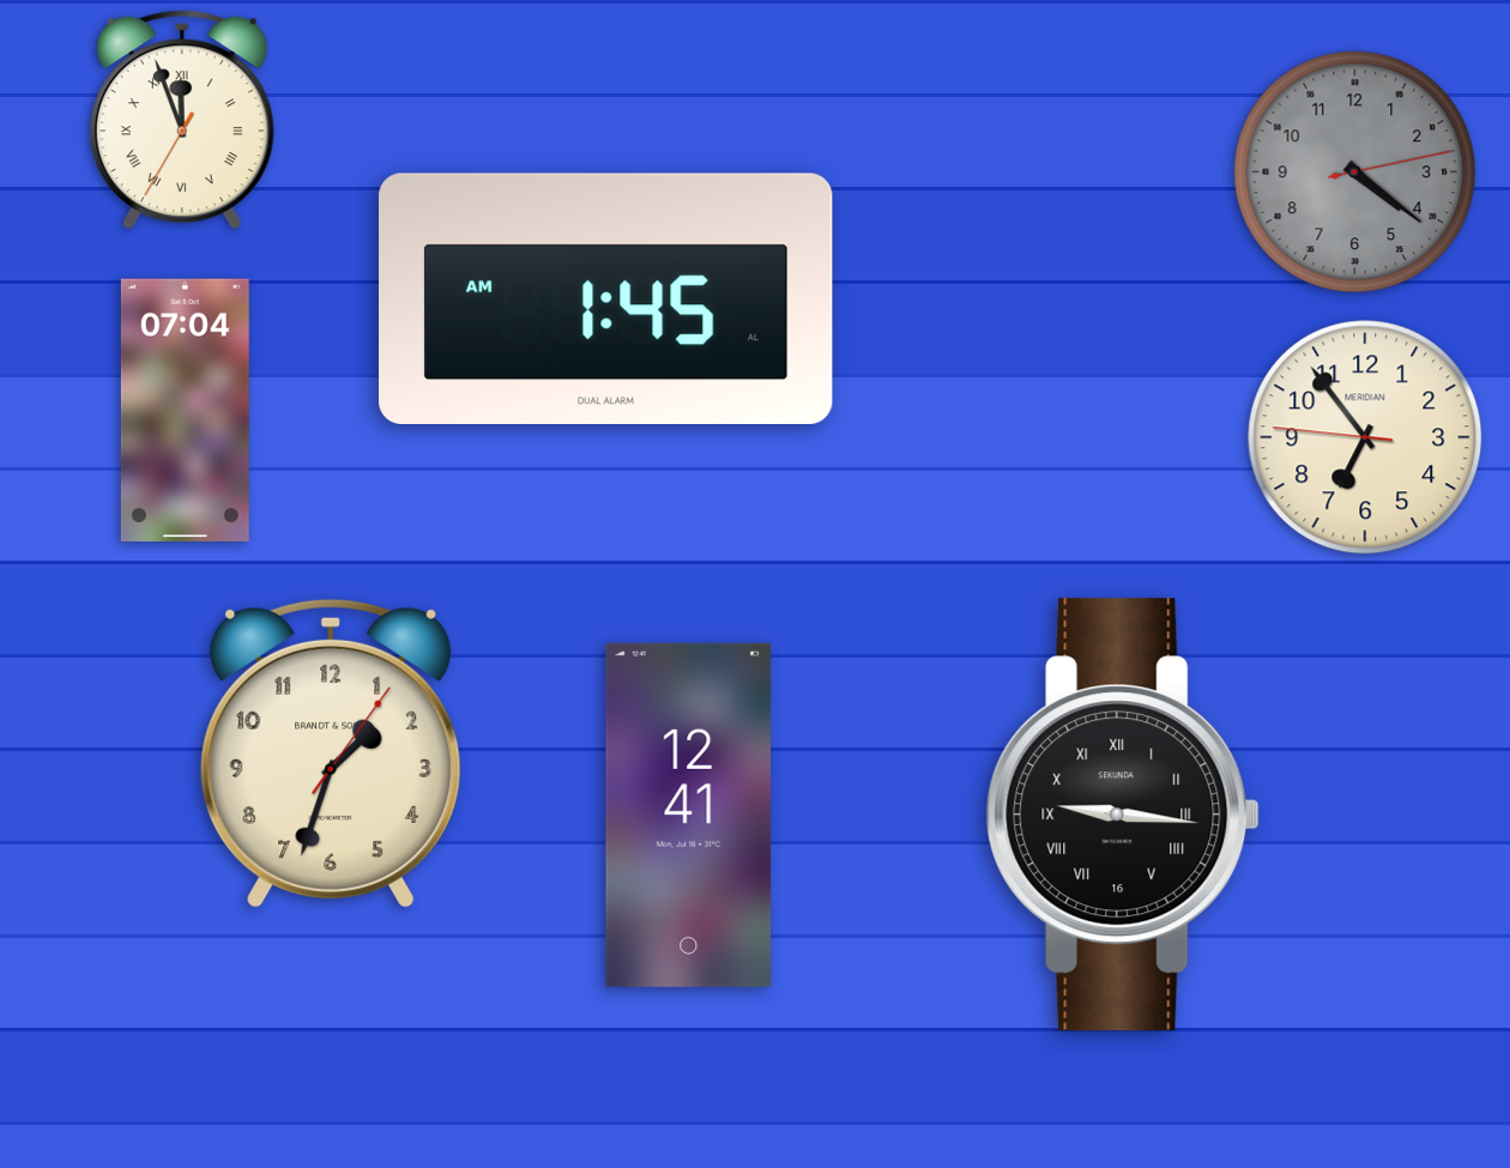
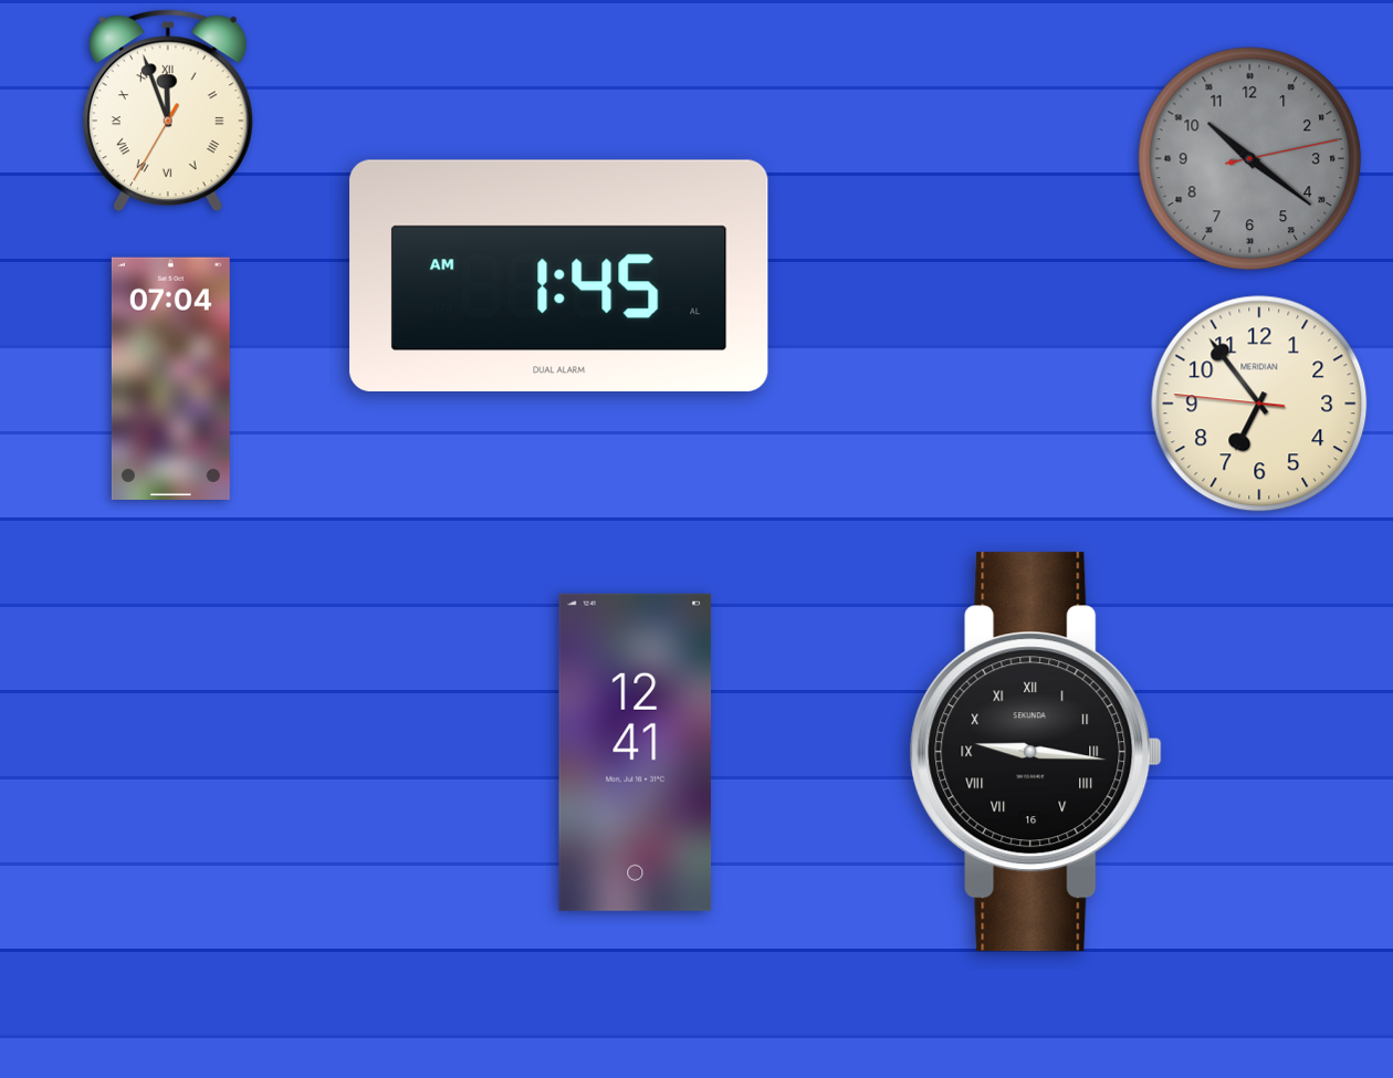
clock at (1355, 173): 4:21 -> 10:21
clock at (331, 754): 1:33 -> none
